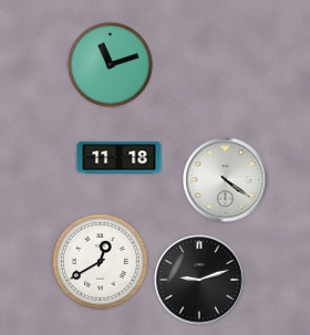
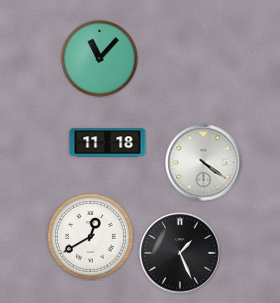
clock at (111, 65): 11:12 -> 11:07
clock at (199, 280): 9:12 -> 1:26
